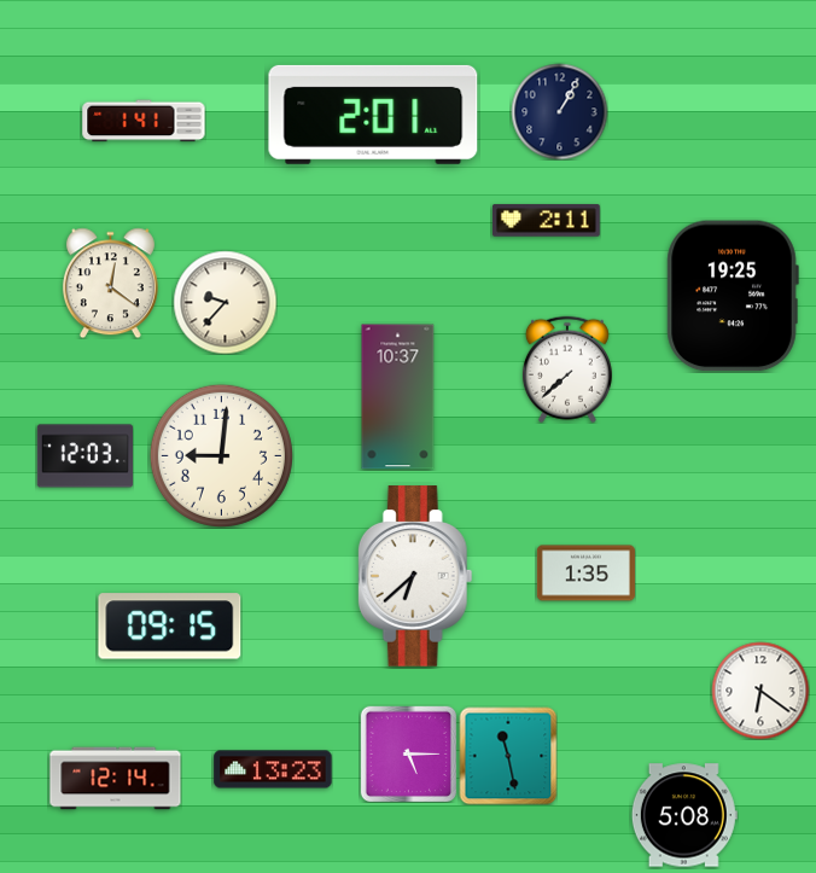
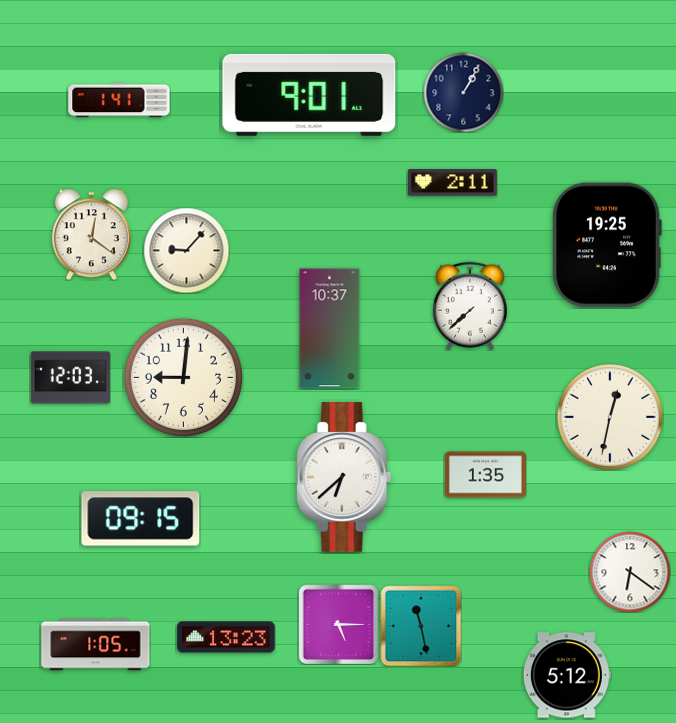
clock at (373, 115): 2:01 -> 9:01
clock at (225, 302): 9:37 -> 9:07
clock at (611, 418): none -> 12:32
clock at (116, 779): 12:14 -> 1:05
clock at (684, 815): 5:08 -> 5:12
